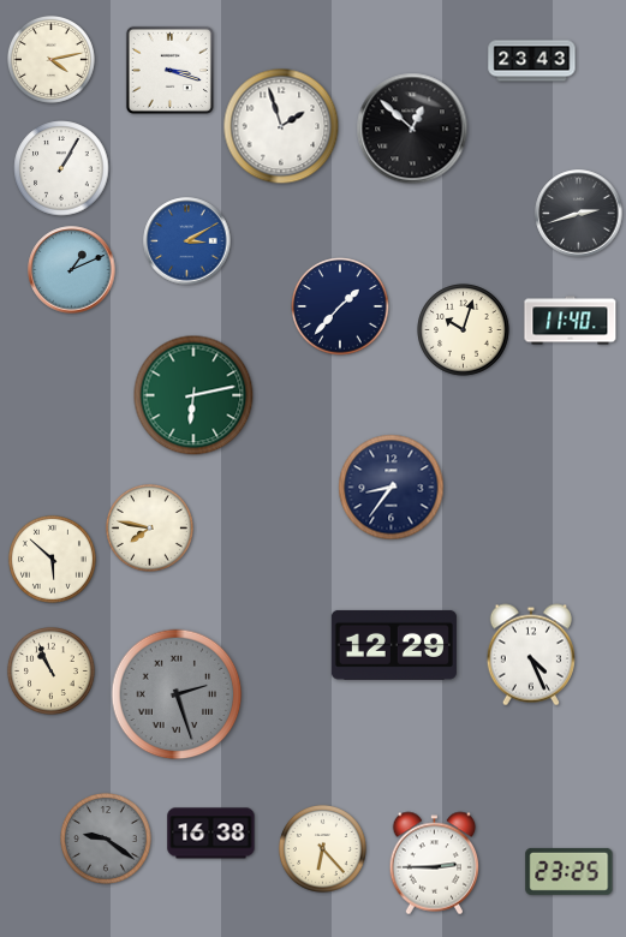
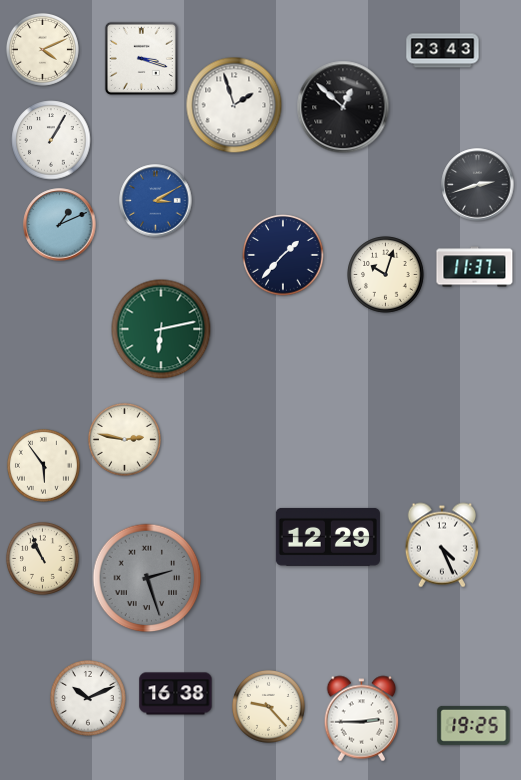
clock at (50, 59): 4:13 -> 4:11
clock at (579, 214) position: (579, 214) -> (478, 185)
clock at (571, 321): 11:40 -> 11:37
clock at (392, 488): 8:36 -> none
clock at (149, 527): 7:47 -> 2:47
clock at (52, 559): 5:52 -> 5:54
clock at (107, 840): 9:21 -> 10:11
clock at (107, 840) dial: grey -> white
clock at (322, 848): 6:23 -> 9:23
clock at (570, 871): 23:25 -> 19:25
